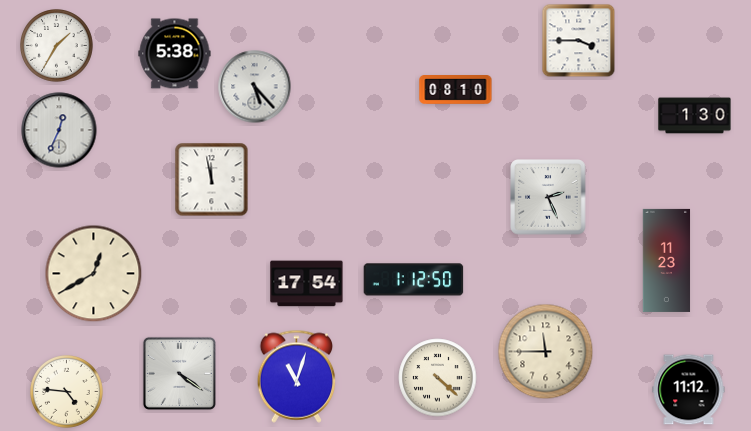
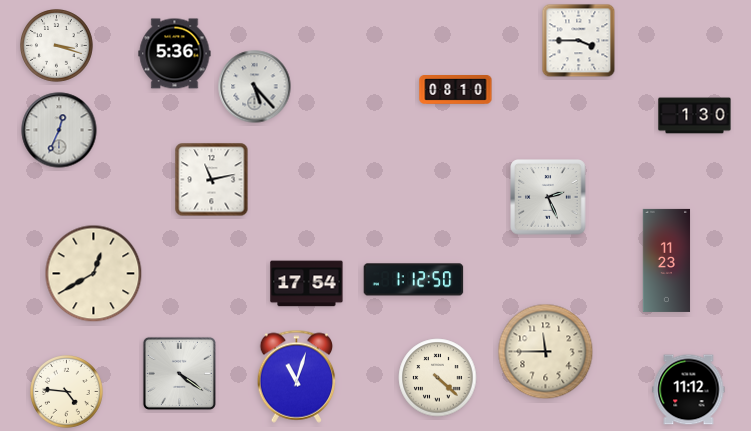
clock at (57, 46): 1:35 -> 3:18
clock at (175, 54): 5:38 -> 5:36
clock at (212, 180): 11:58 -> 11:13
